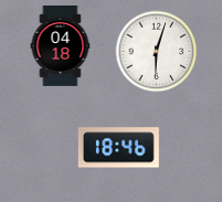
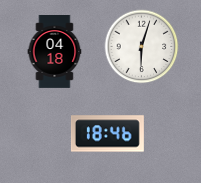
clock at (61, 46) position: (61, 46) -> (55, 52)
